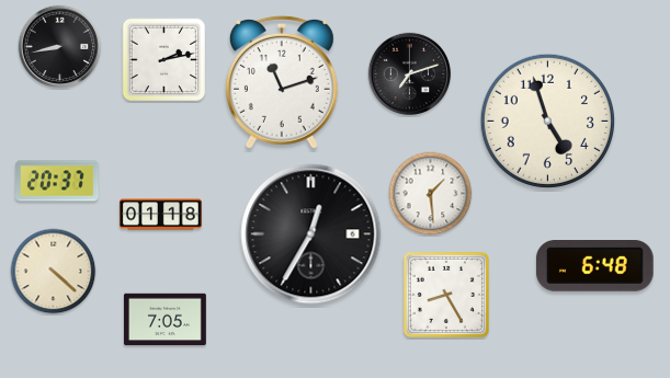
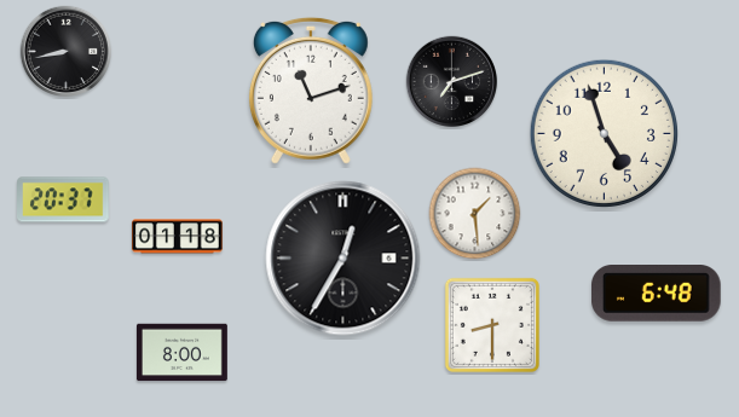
clock at (164, 60): 2:13 -> none
clock at (54, 272): 4:22 -> none
clock at (446, 295): 8:25 -> 8:30
clock at (164, 320): 7:05 -> 8:00
